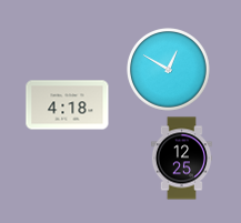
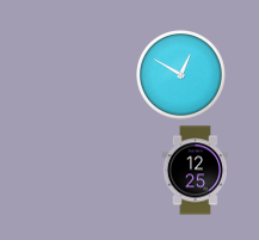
clock at (68, 105): 4:18 -> none
